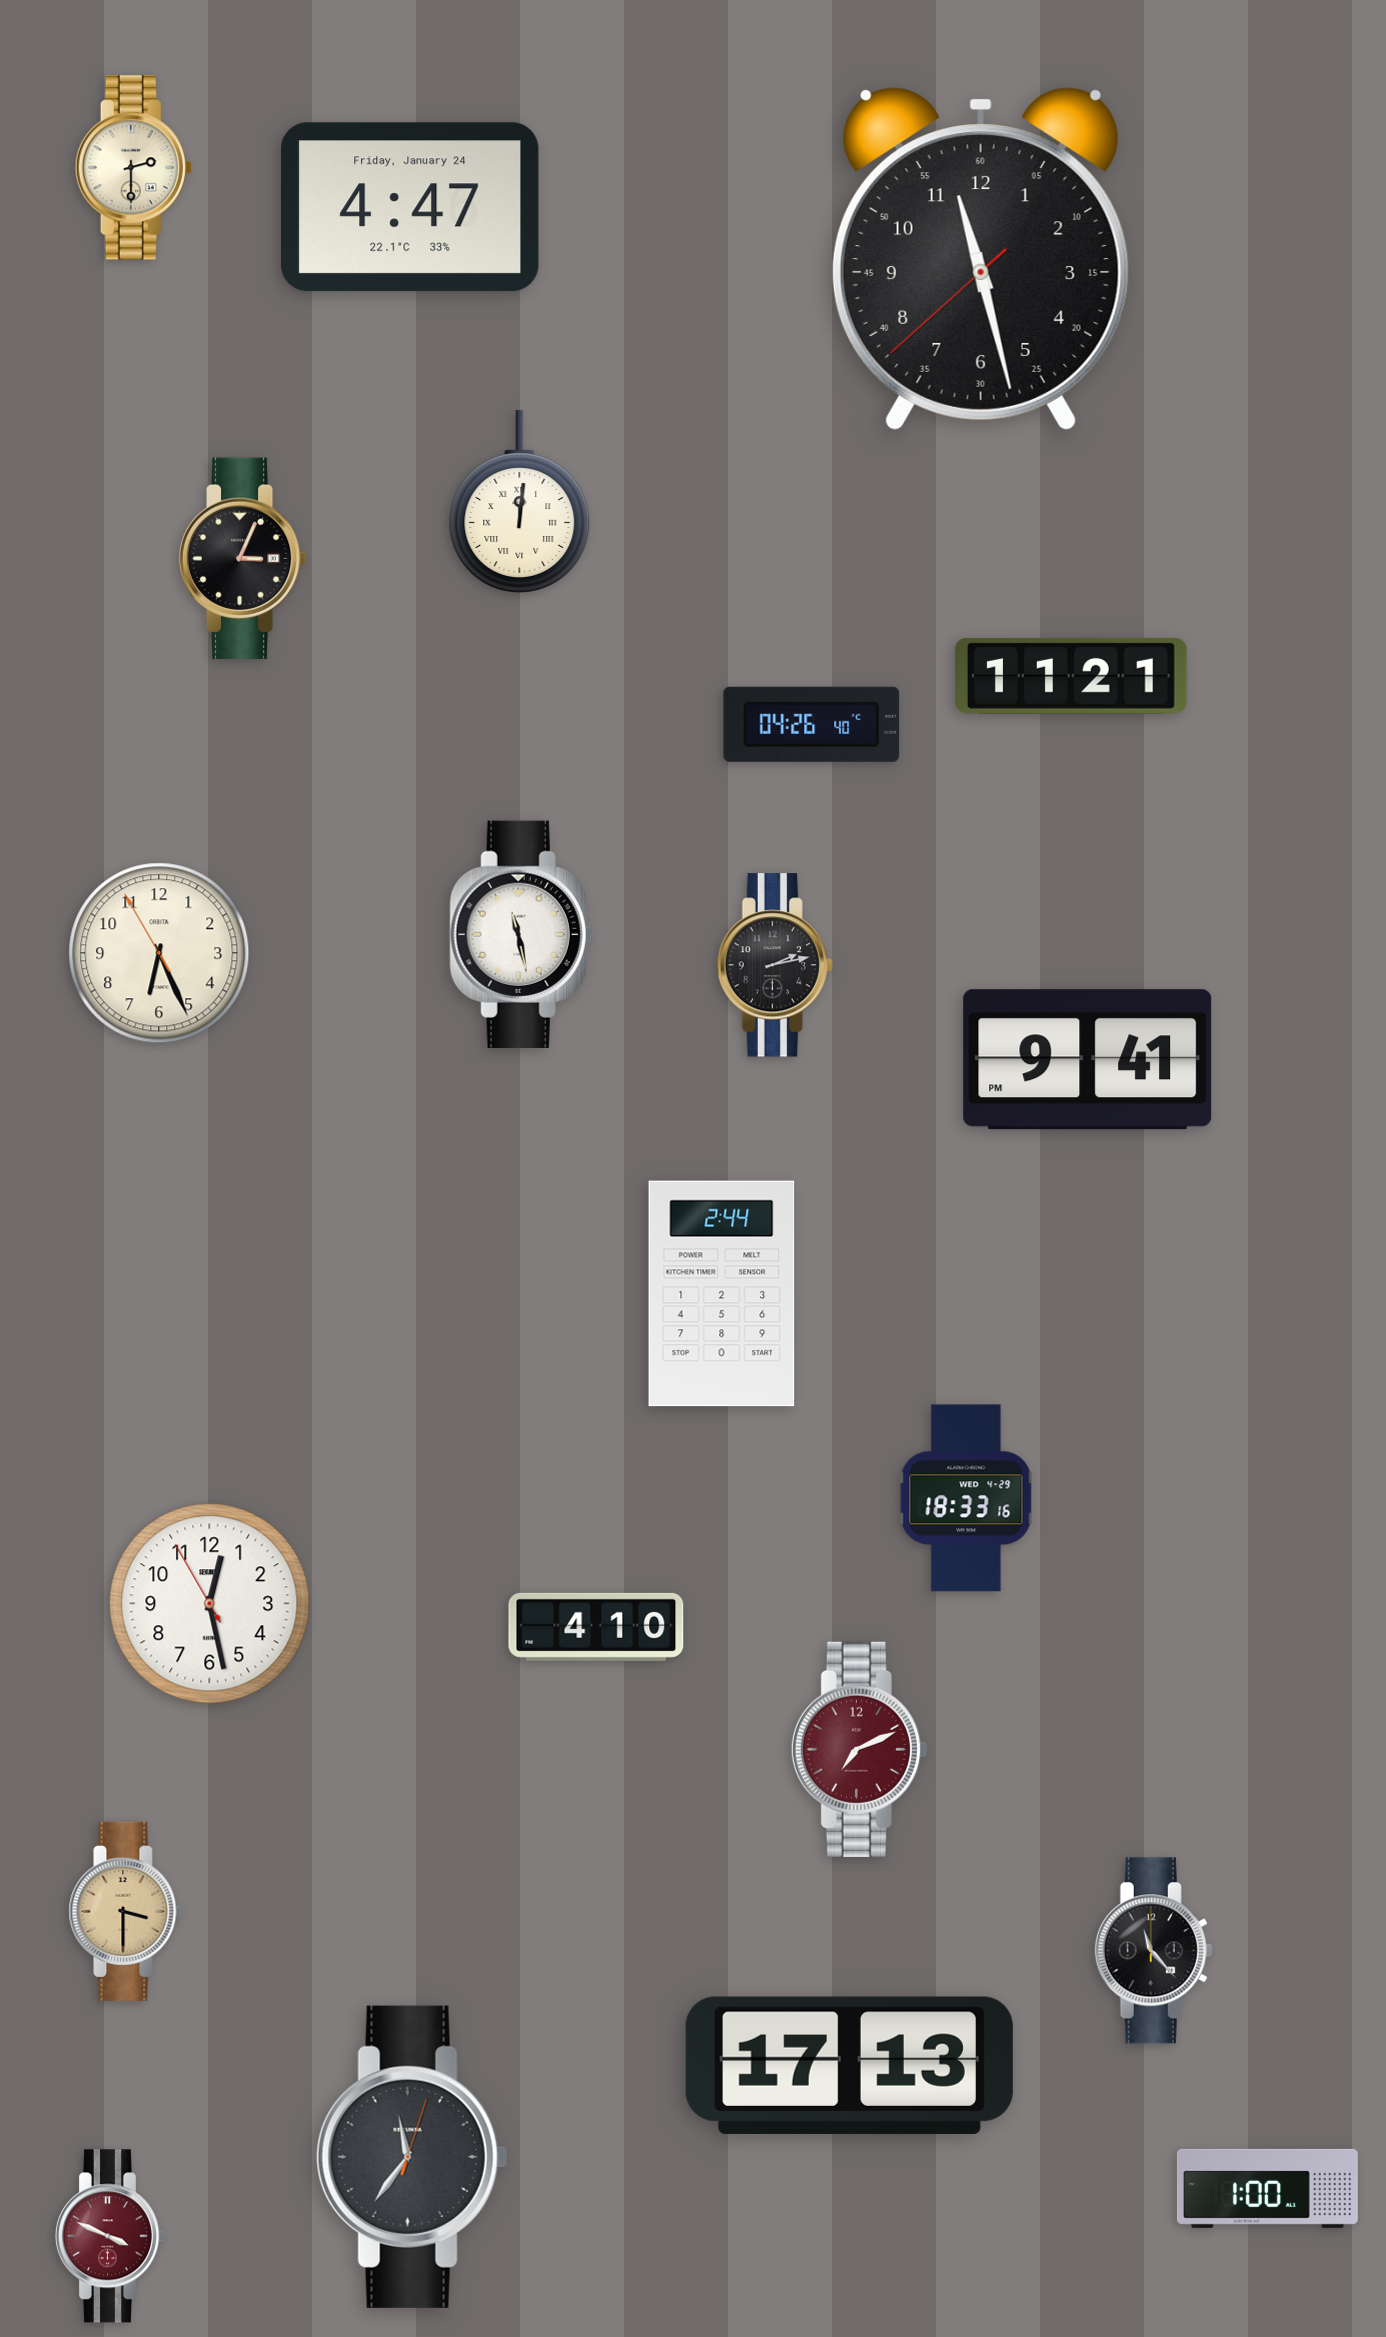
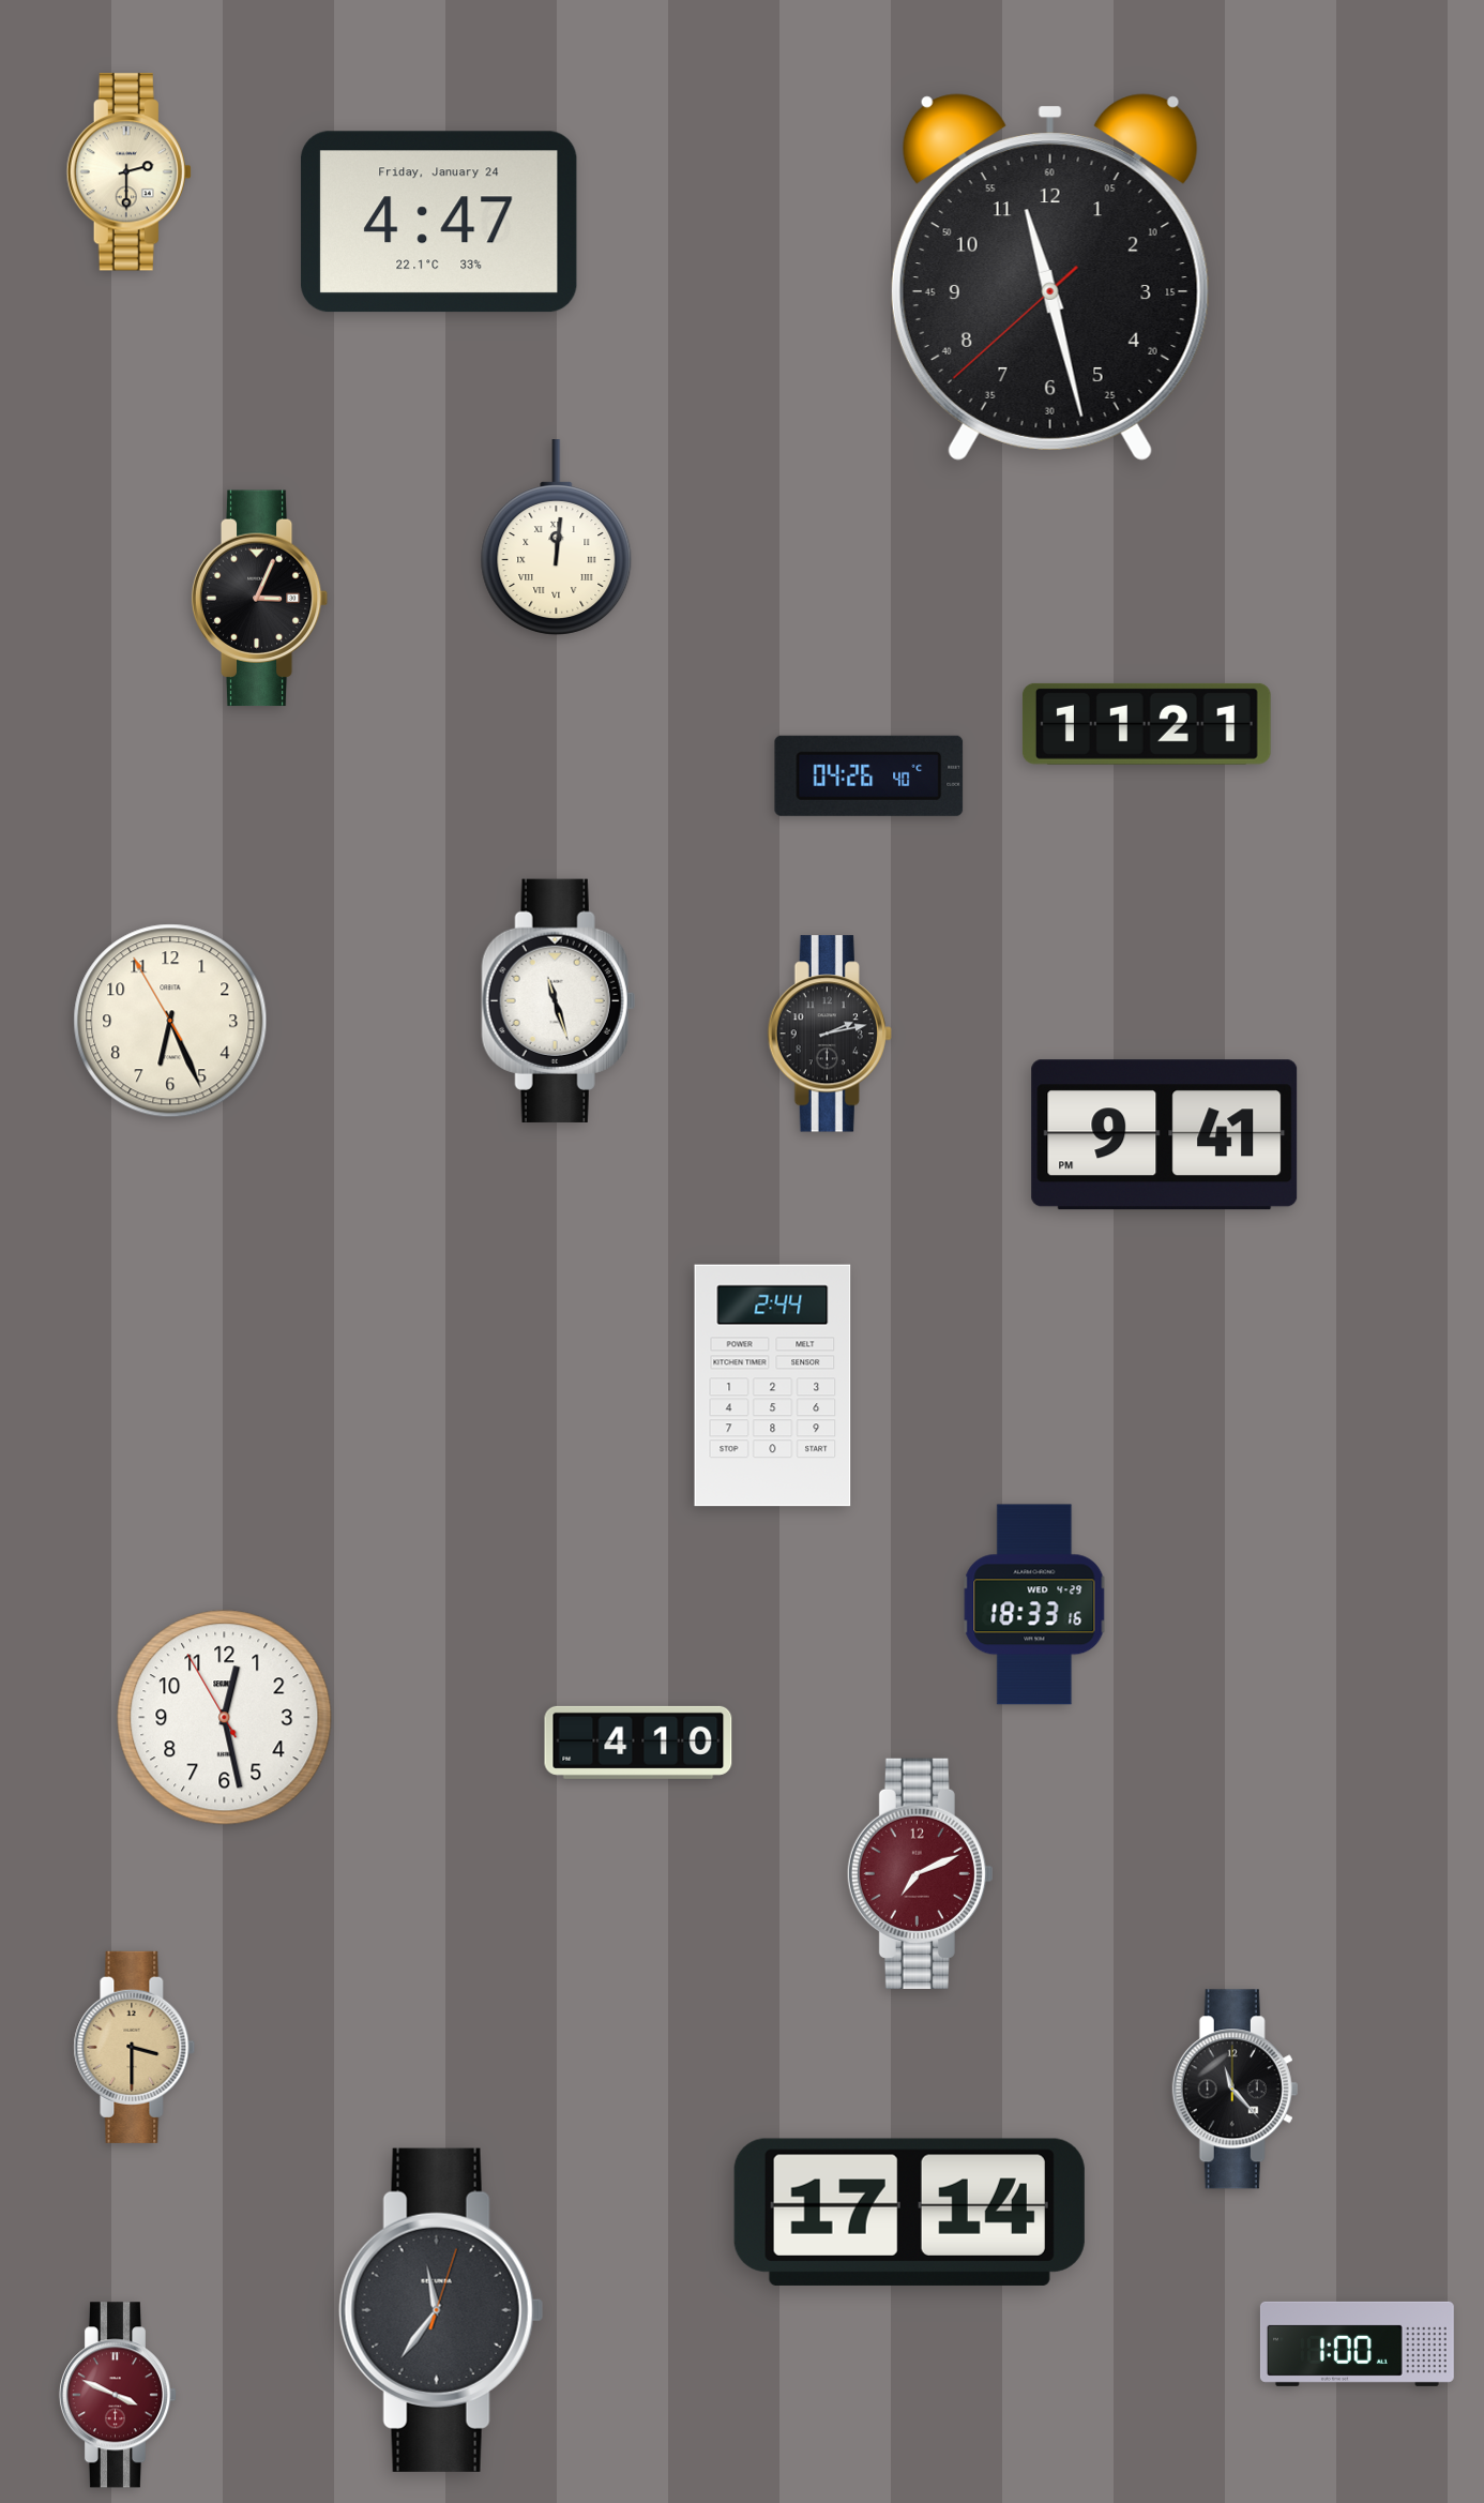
clock at (133, 168) position: (133, 168) -> (128, 172)
clock at (521, 934): 11:28 -> 11:27
clock at (849, 2065): 17:13 -> 17:14
